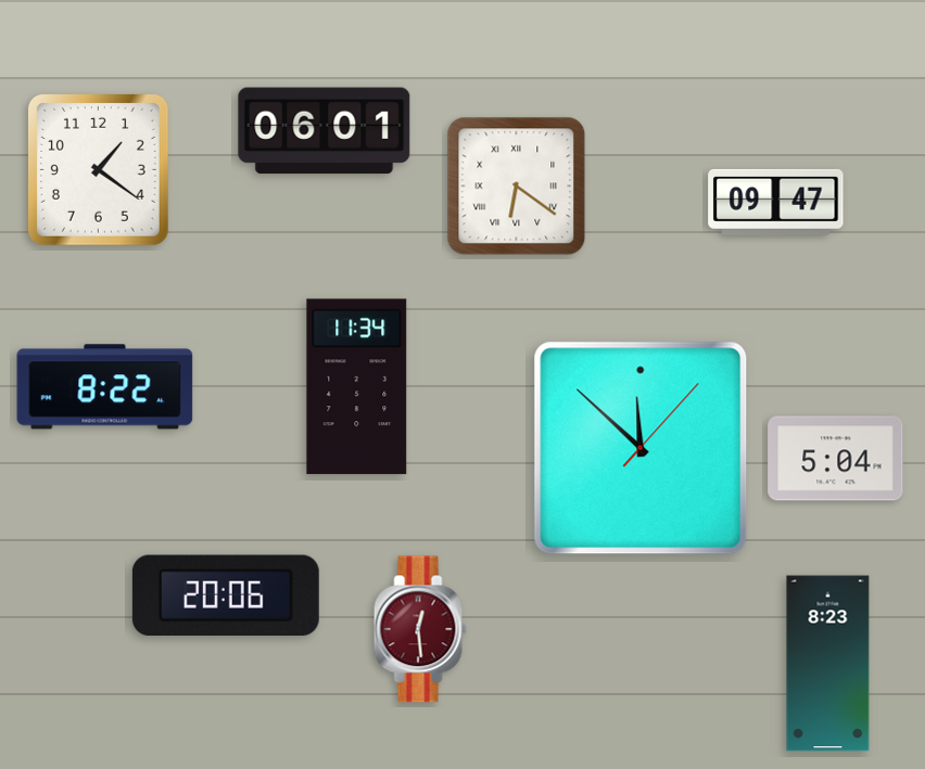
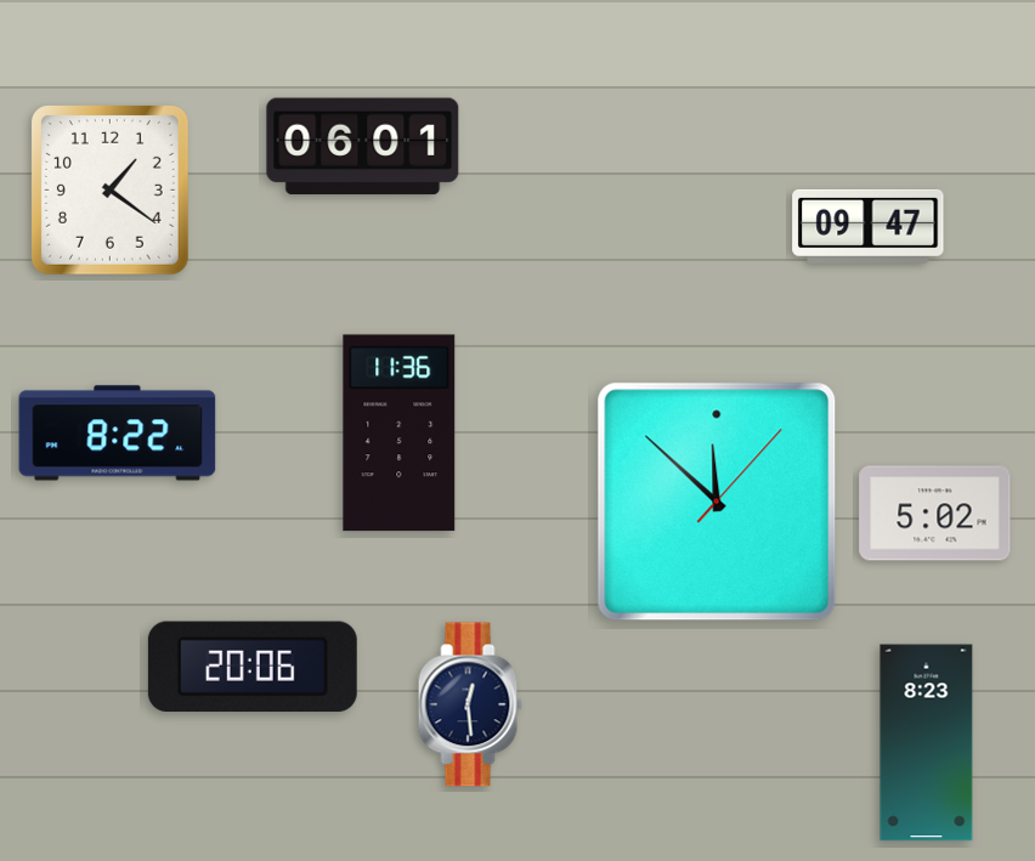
clock at (517, 187): 6:21 -> none
clock at (357, 387): 11:34 -> 11:36
clock at (836, 459): 5:04 -> 5:02
clock at (420, 629) dial: burgundy -> navy
